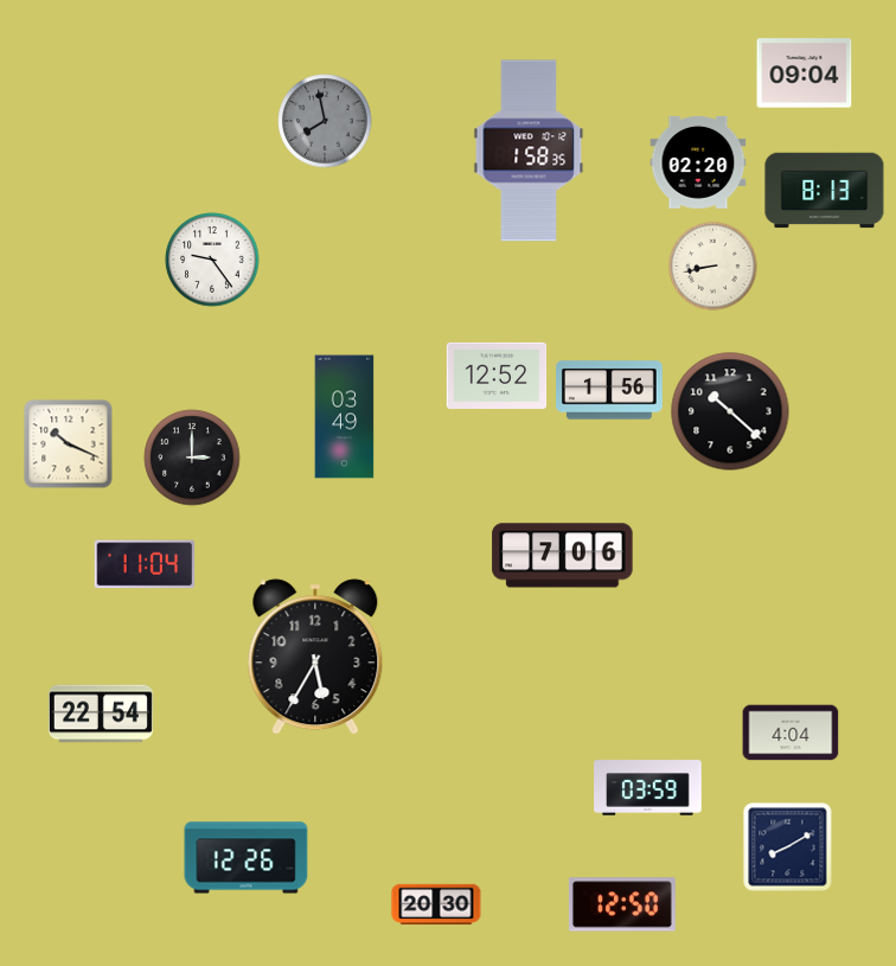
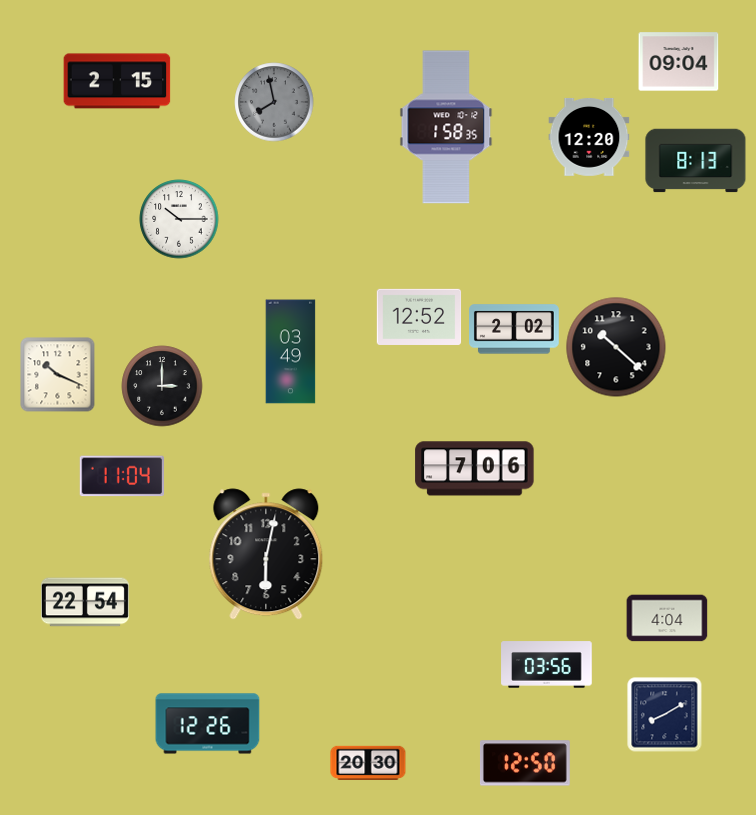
clock at (117, 81): none -> 2:15
clock at (698, 162): 02:20 -> 12:20
clock at (212, 260): 9:24 -> 10:15
clock at (713, 267): 8:43 -> none
clock at (610, 390): 1:56 -> 2:02
clock at (315, 657): 5:35 -> 6:02
clock at (648, 788): 03:59 -> 03:56
